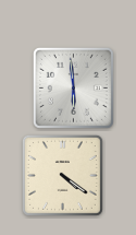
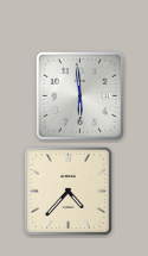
clock at (62, 175): 4:21 -> 4:37
